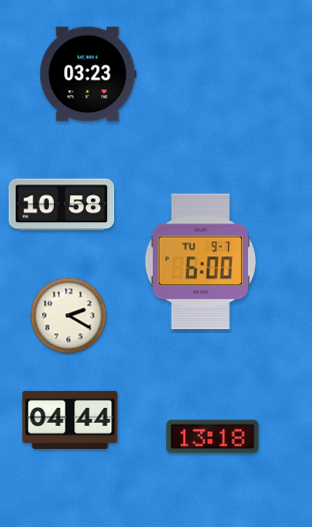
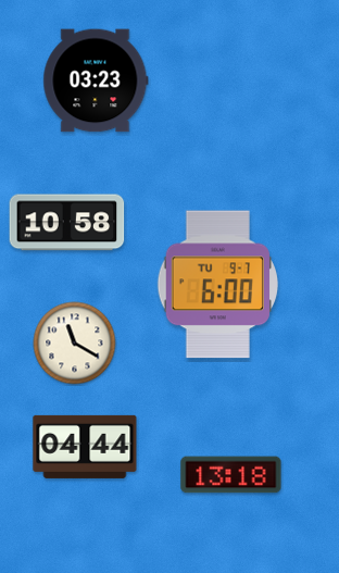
clock at (69, 316): 2:20 -> 11:20
clock at (70, 420) position: (70, 420) -> (85, 447)
